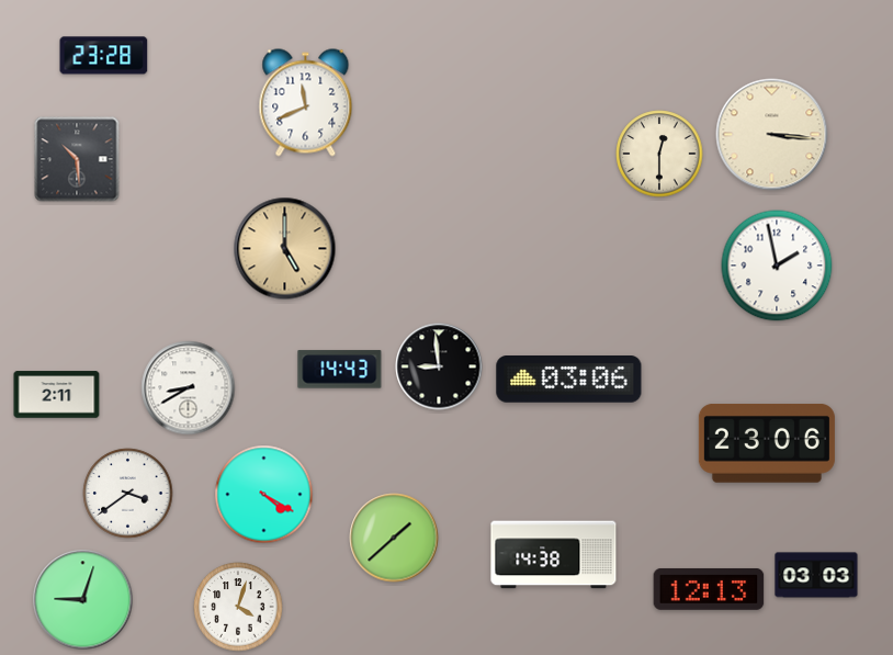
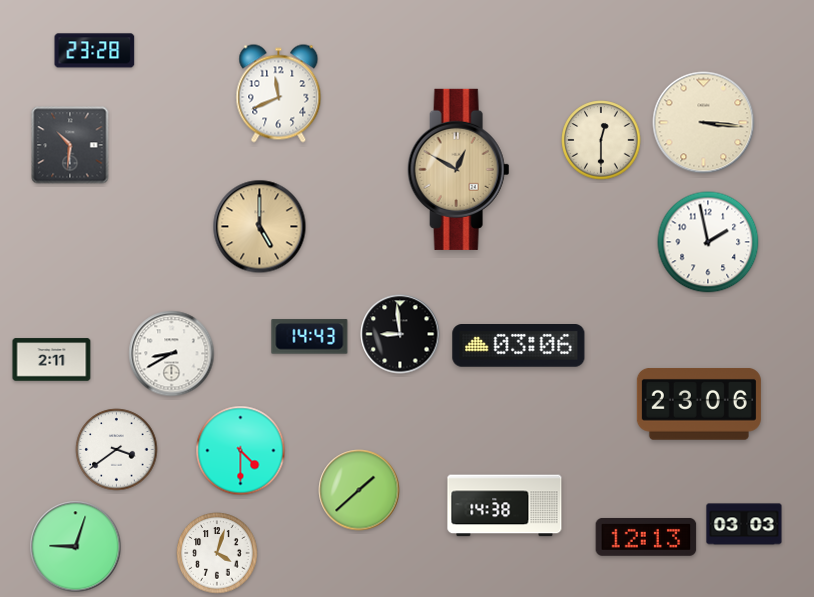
clock at (77, 159): 10:29 -> 10:31
clock at (459, 169): none -> 12:50
clock at (264, 495): 4:20 -> 4:30
